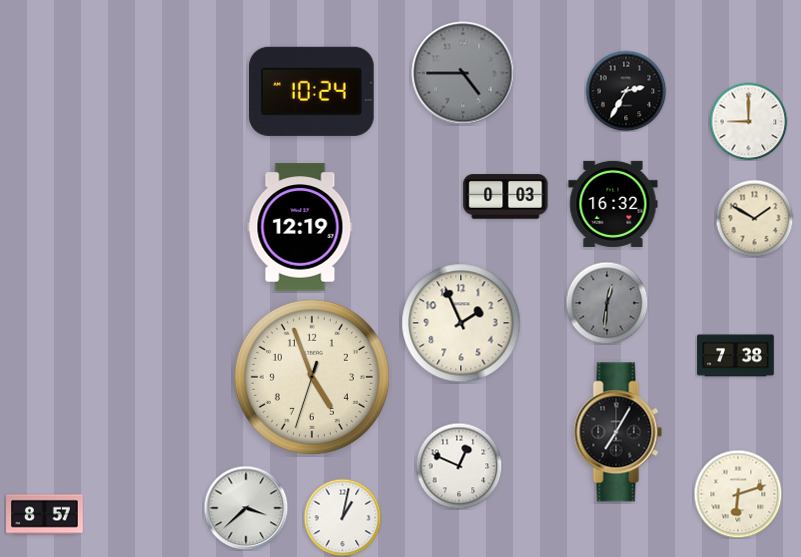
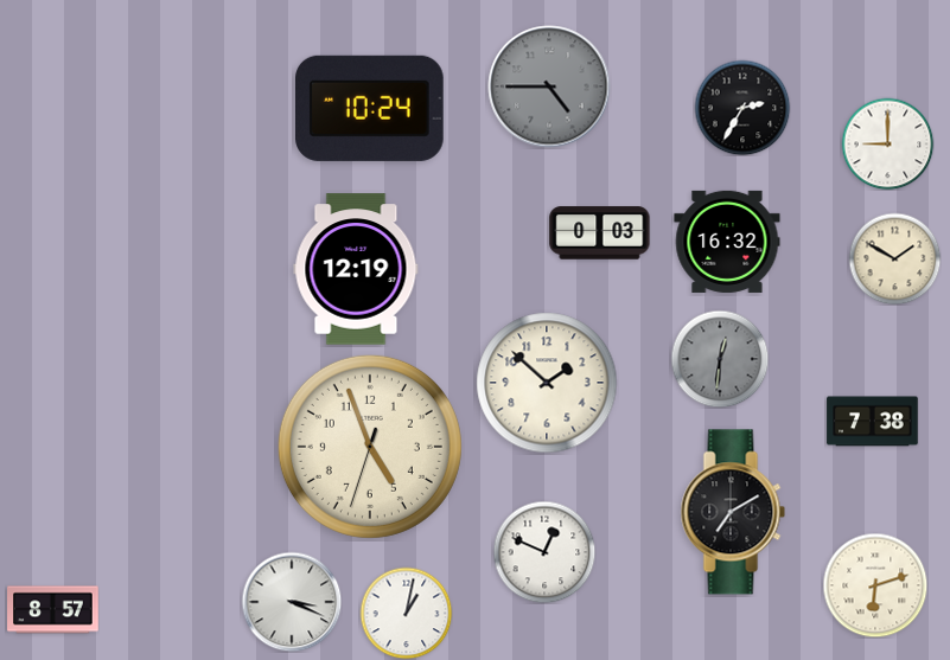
clock at (461, 323): 1:56 -> 1:52
clock at (618, 432): 7:05 -> 7:10
clock at (246, 508): 3:38 -> 3:19
